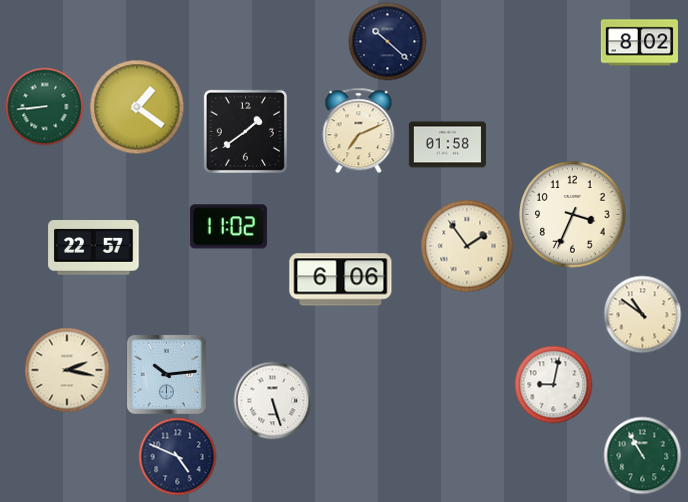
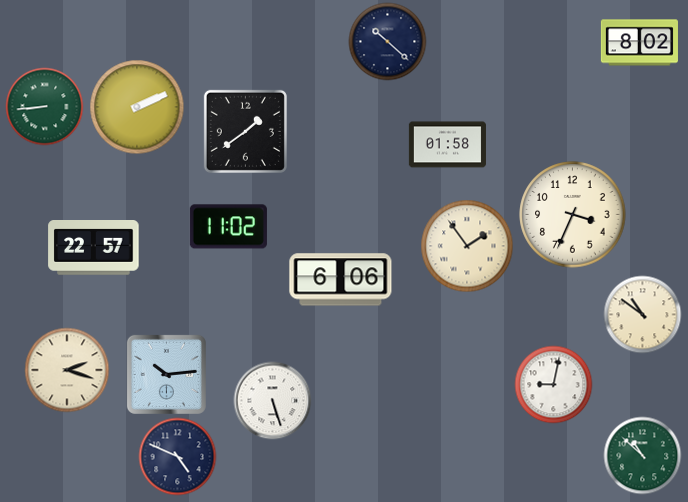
clock at (137, 107): 1:21 -> 2:11
clock at (359, 130): 7:11 -> none
clock at (67, 370): 2:17 -> 2:18
clock at (642, 455): 10:55 -> 10:52
